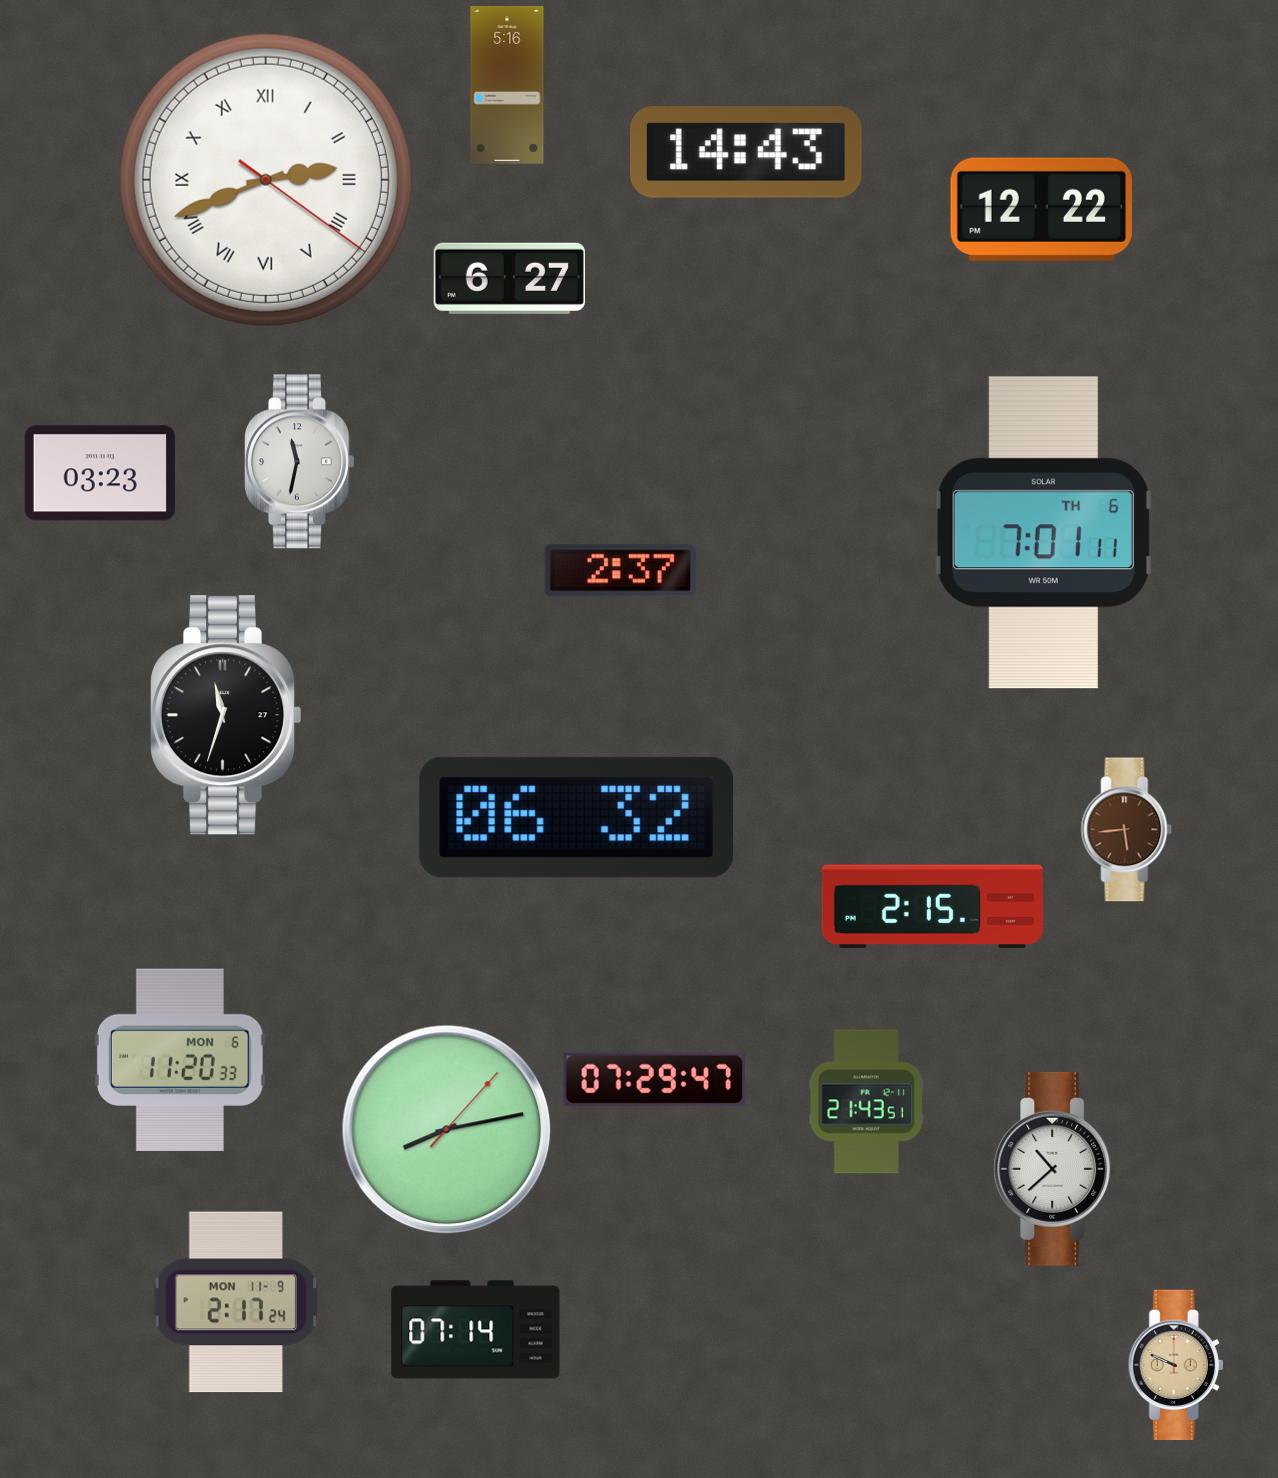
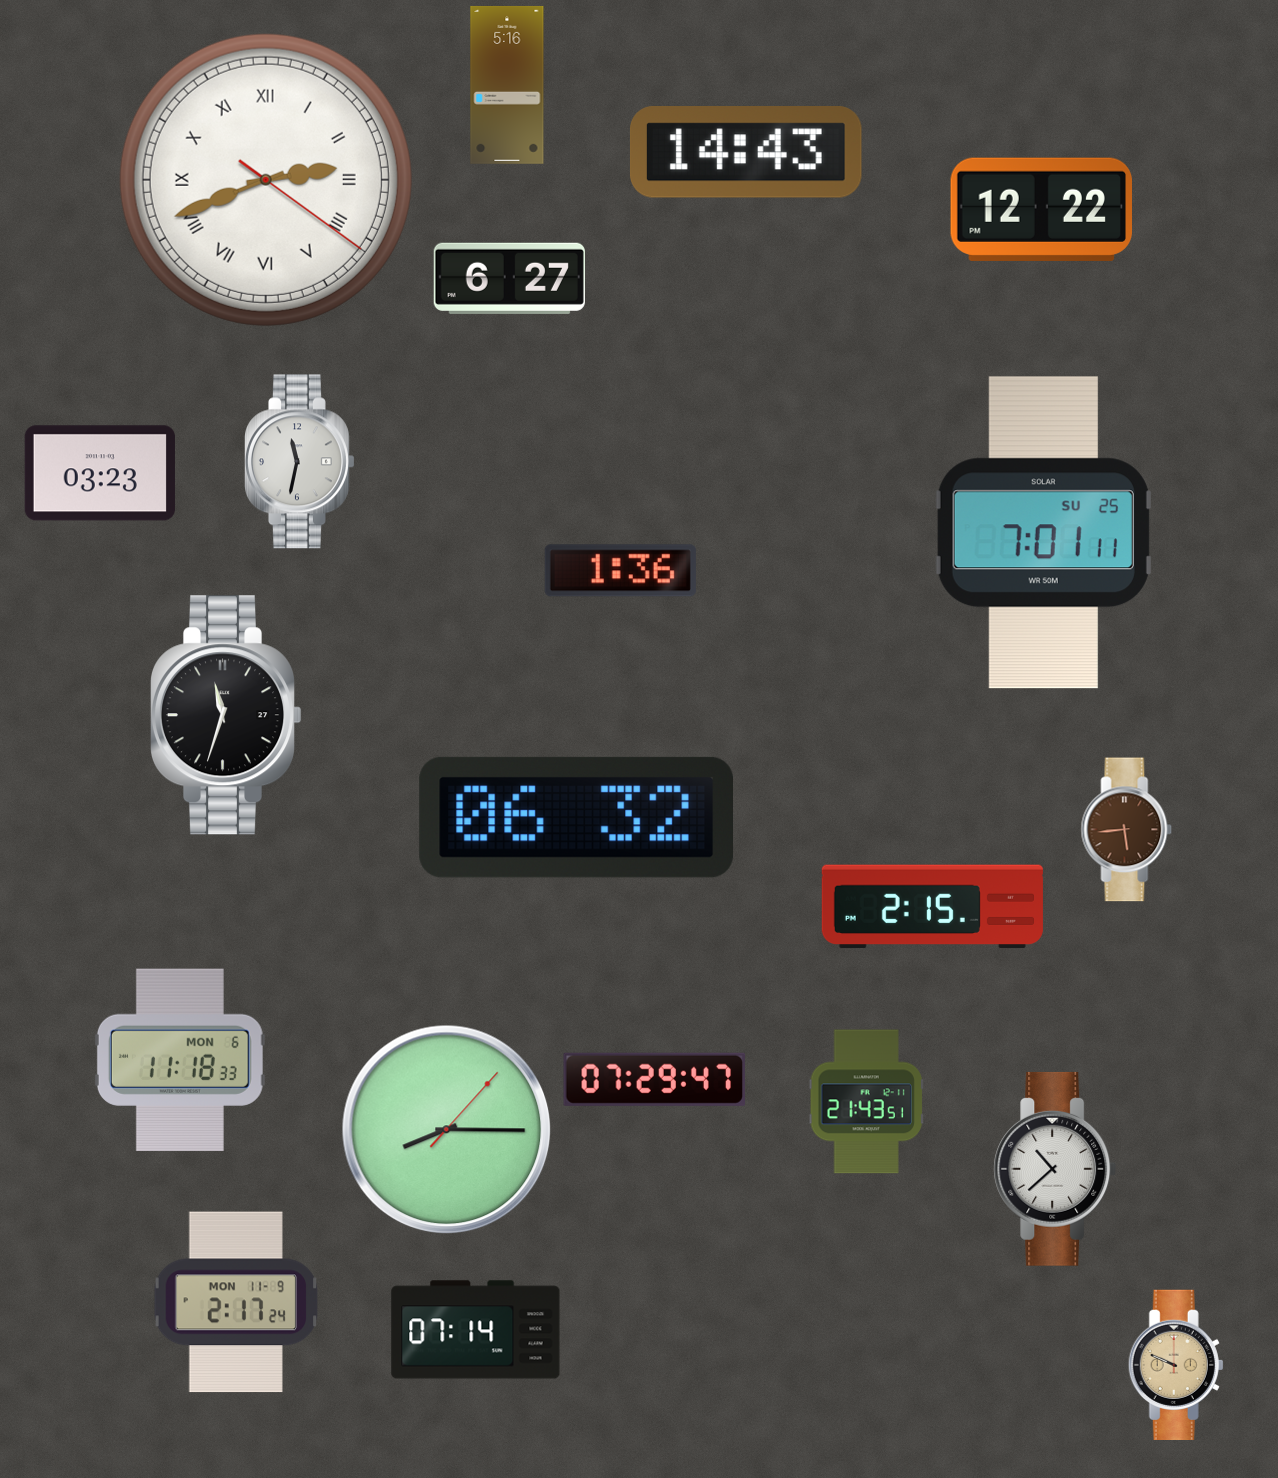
clock at (1043, 533) date: TH 6 -> SU 25
clock at (620, 571): 2:37 -> 1:36
clock at (180, 1059): 11:20 -> 11:18
clock at (447, 1130): 8:13 -> 8:15
